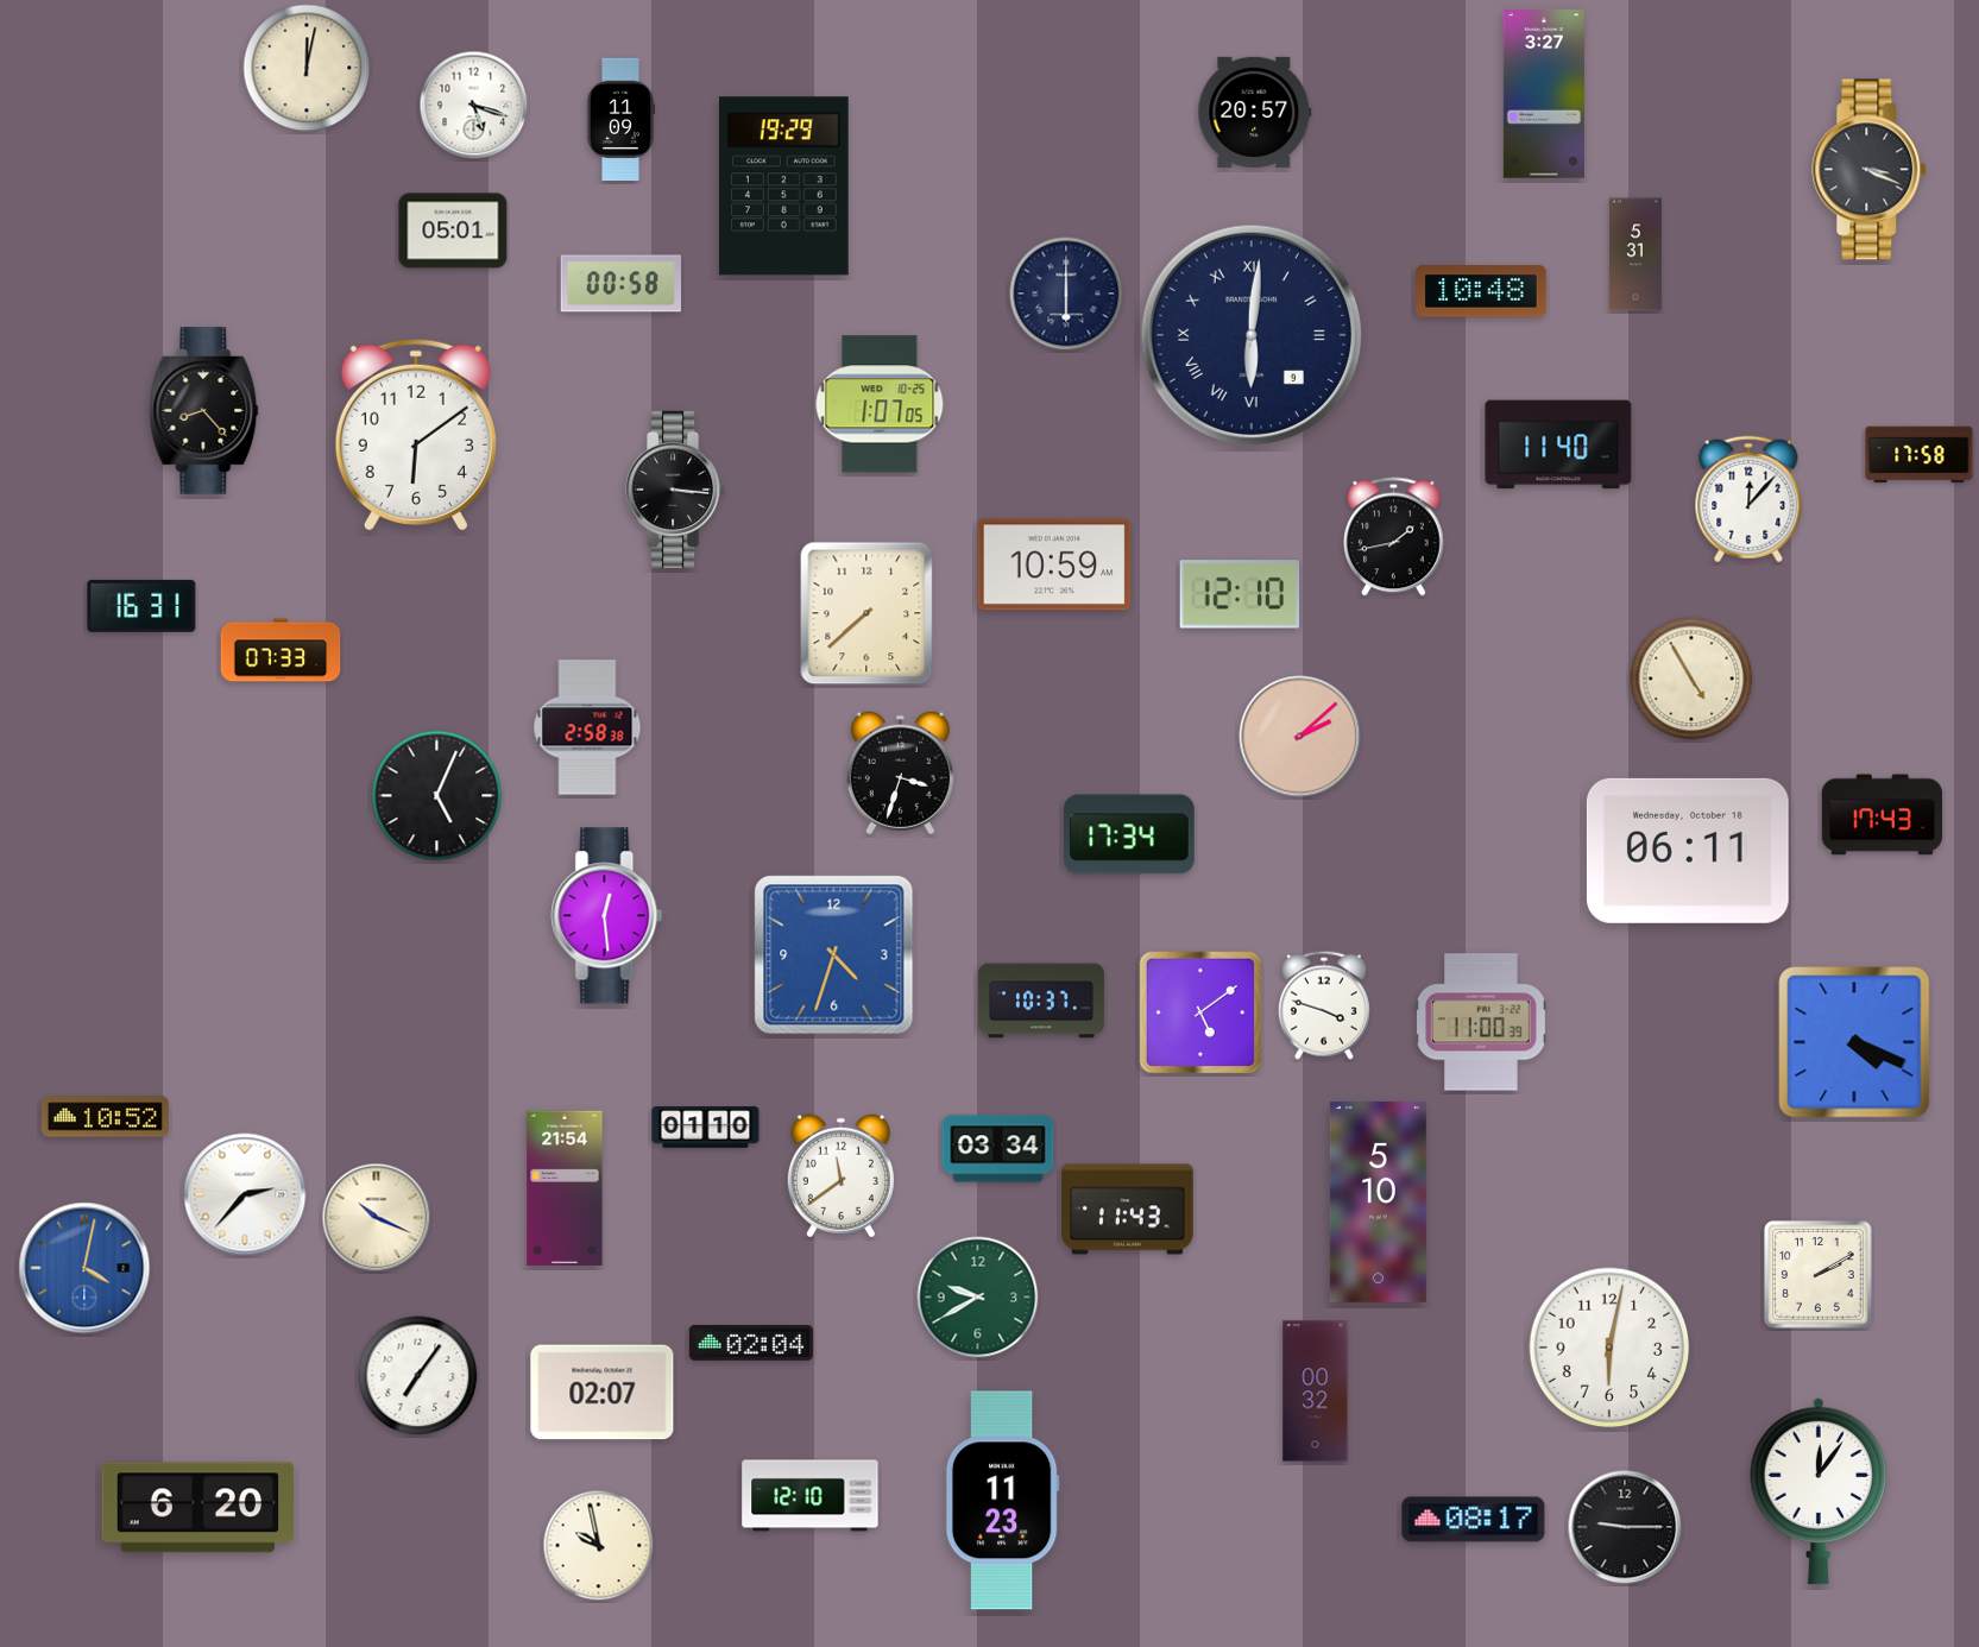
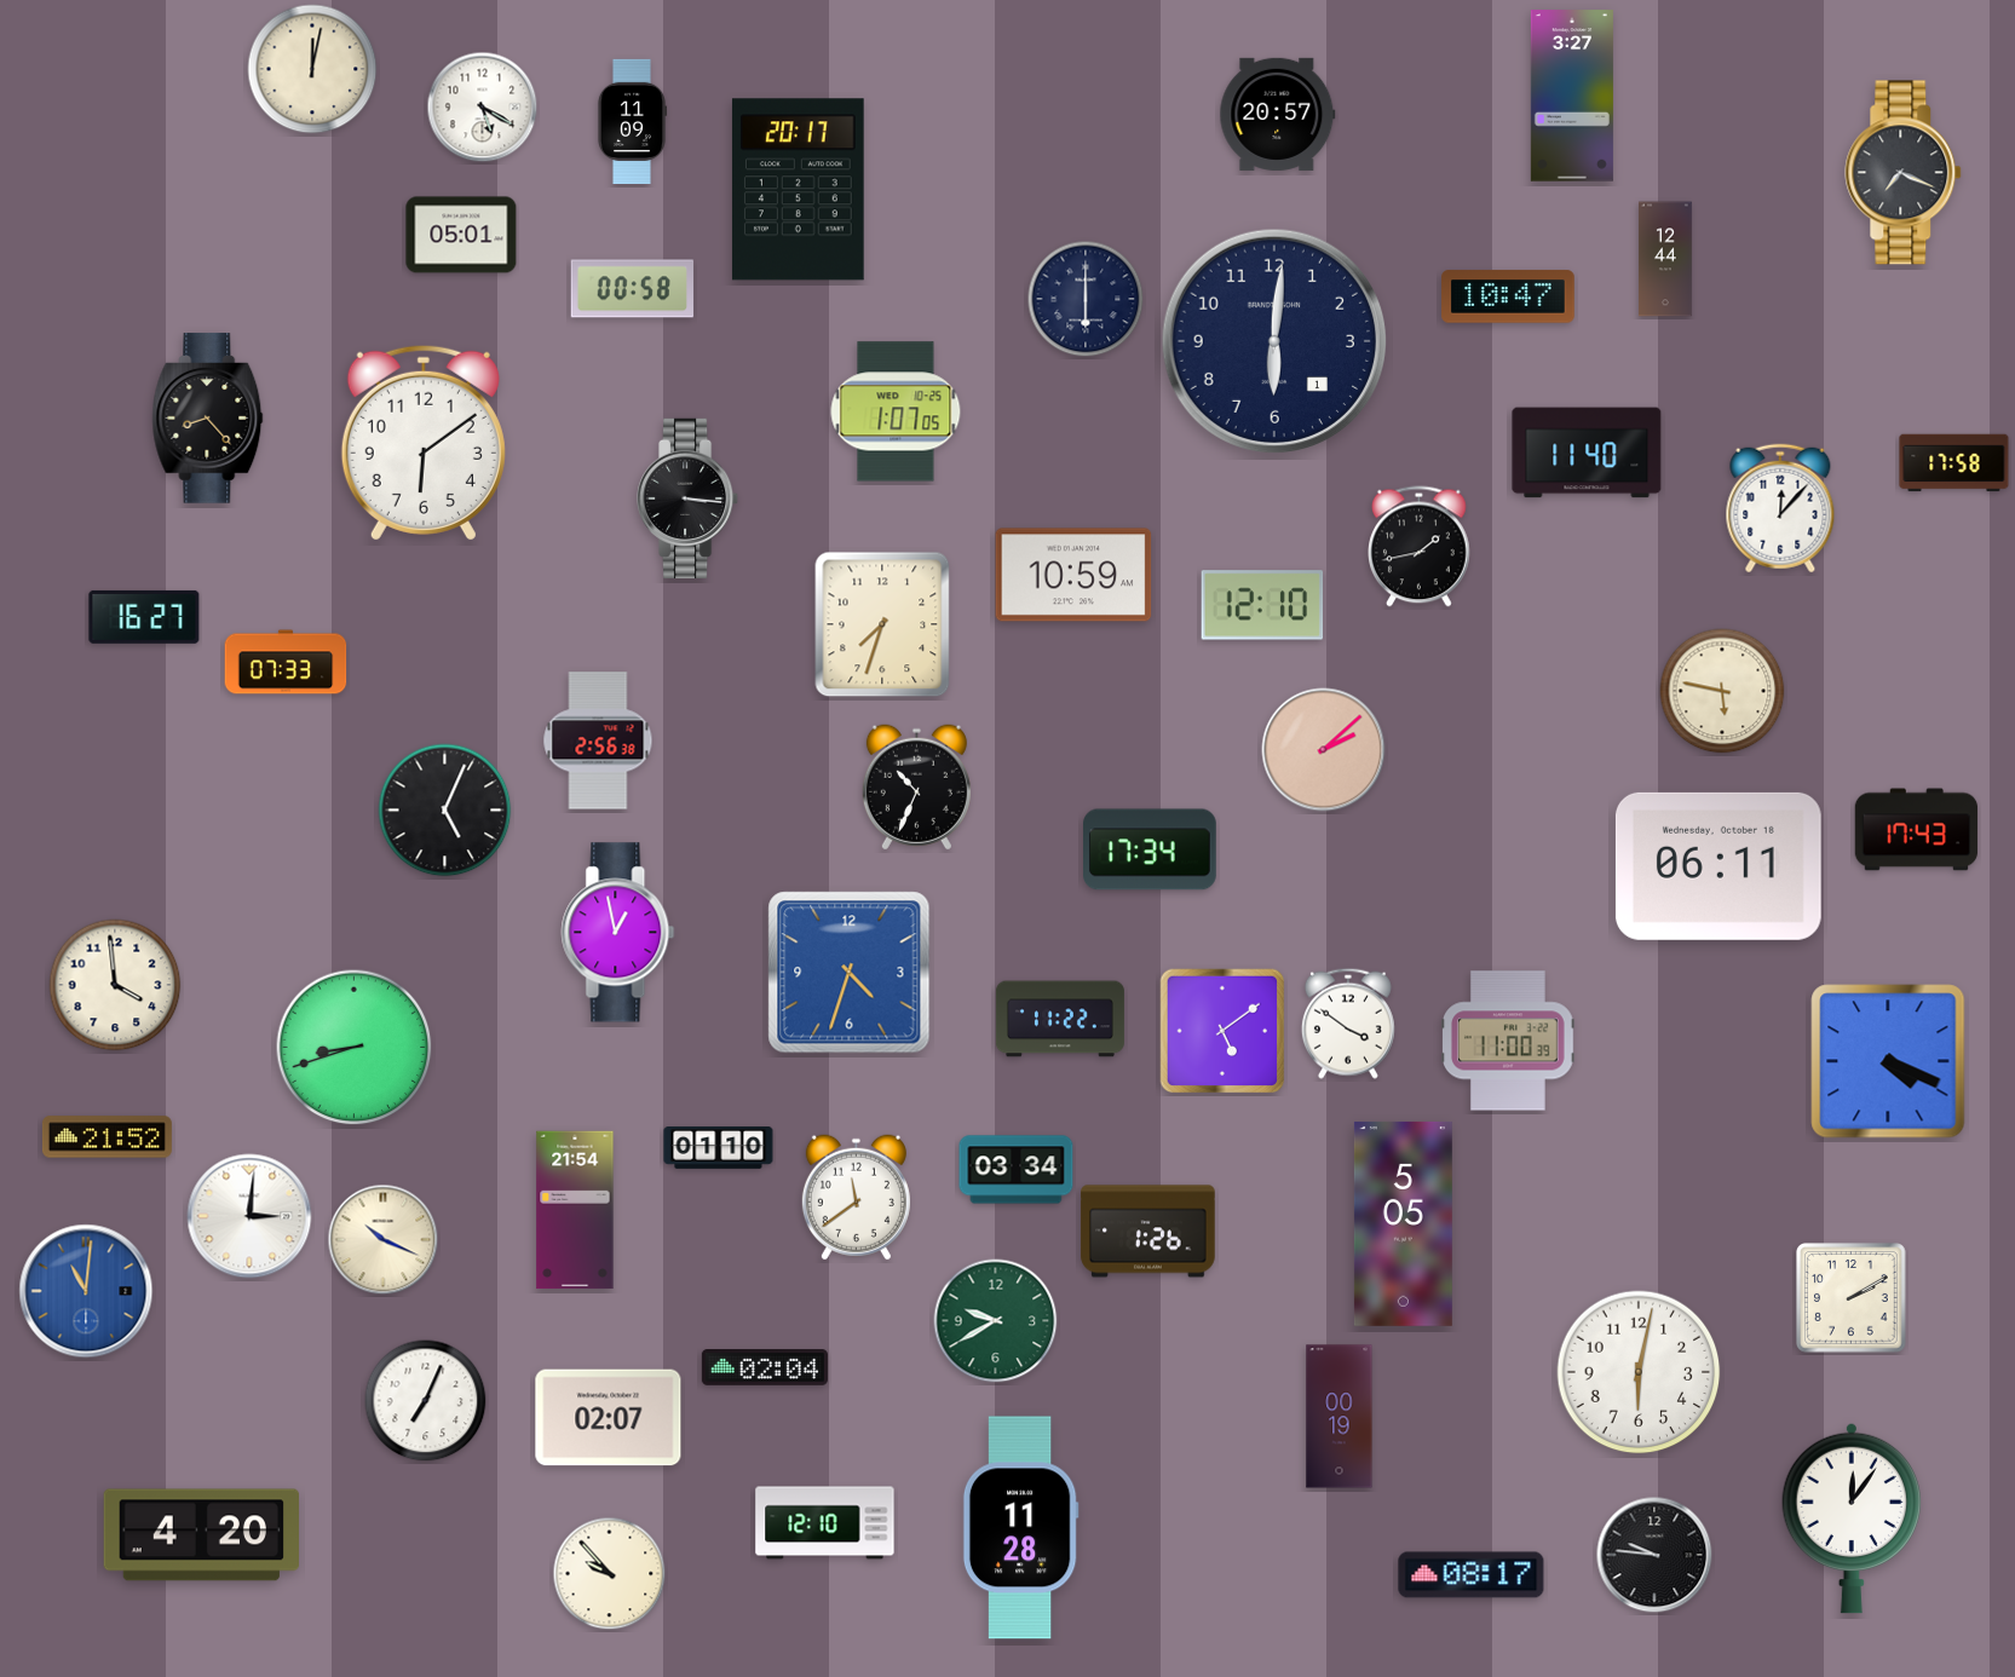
clock at (474, 106): 5:18 -> 5:20
clock at (1870, 170): 3:19 -> 7:19
clock at (783, 187): 19:29 -> 20:17
clock at (1637, 254): 5:31 -> 12:44
clock at (1481, 291): 10:48 -> 10:47
clock at (1250, 334) date: 9 -> 1
clock at (1250, 334) numerals: Roman -> Arabic
clock at (141, 606): 16:31 -> 16:27
clock at (866, 613): 7:38 -> 7:33
clock at (1691, 679): 4:55 -> 5:47
clock at (587, 727): 2:58 -> 2:56
clock at (900, 774): 3:33 -> 10:34
clock at (607, 916): 12:29 -> 12:58
clock at (115, 985): none -> 3:59
clock at (1041, 1001): 10:37 -> 11:22
clock at (1324, 1005): 3:48 -> 3:51
clock at (355, 1048): none -> 8:42
clock at (105, 1117): 10:52 -> 21:52
clock at (245, 1194): 2:37 -> 3:01
clock at (1378, 1201): 5:10 -> 5:05
clock at (1128, 1210): 11:43 -> 1:26
clock at (84, 1268): 4:02 -> 11:01
clock at (418, 1376): 7:06 -> 7:04
clock at (1316, 1392): 00:32 -> 00:19
clock at (603, 1393) position: (603, 1393) -> (609, 1418)
clock at (1002, 1501): 11:23 -> 11:28
clock at (198, 1508): 6:20 -> 4:20
clock at (1474, 1520) position: (1474, 1520) -> (1472, 1575)
clock at (1625, 1527): 9:15 -> 9:46
clock at (599, 1546): 9:58 -> 9:53
